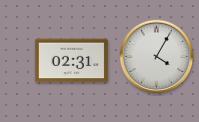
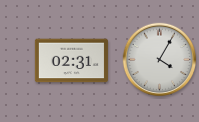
clock at (157, 57) position: (157, 57) -> (160, 60)
